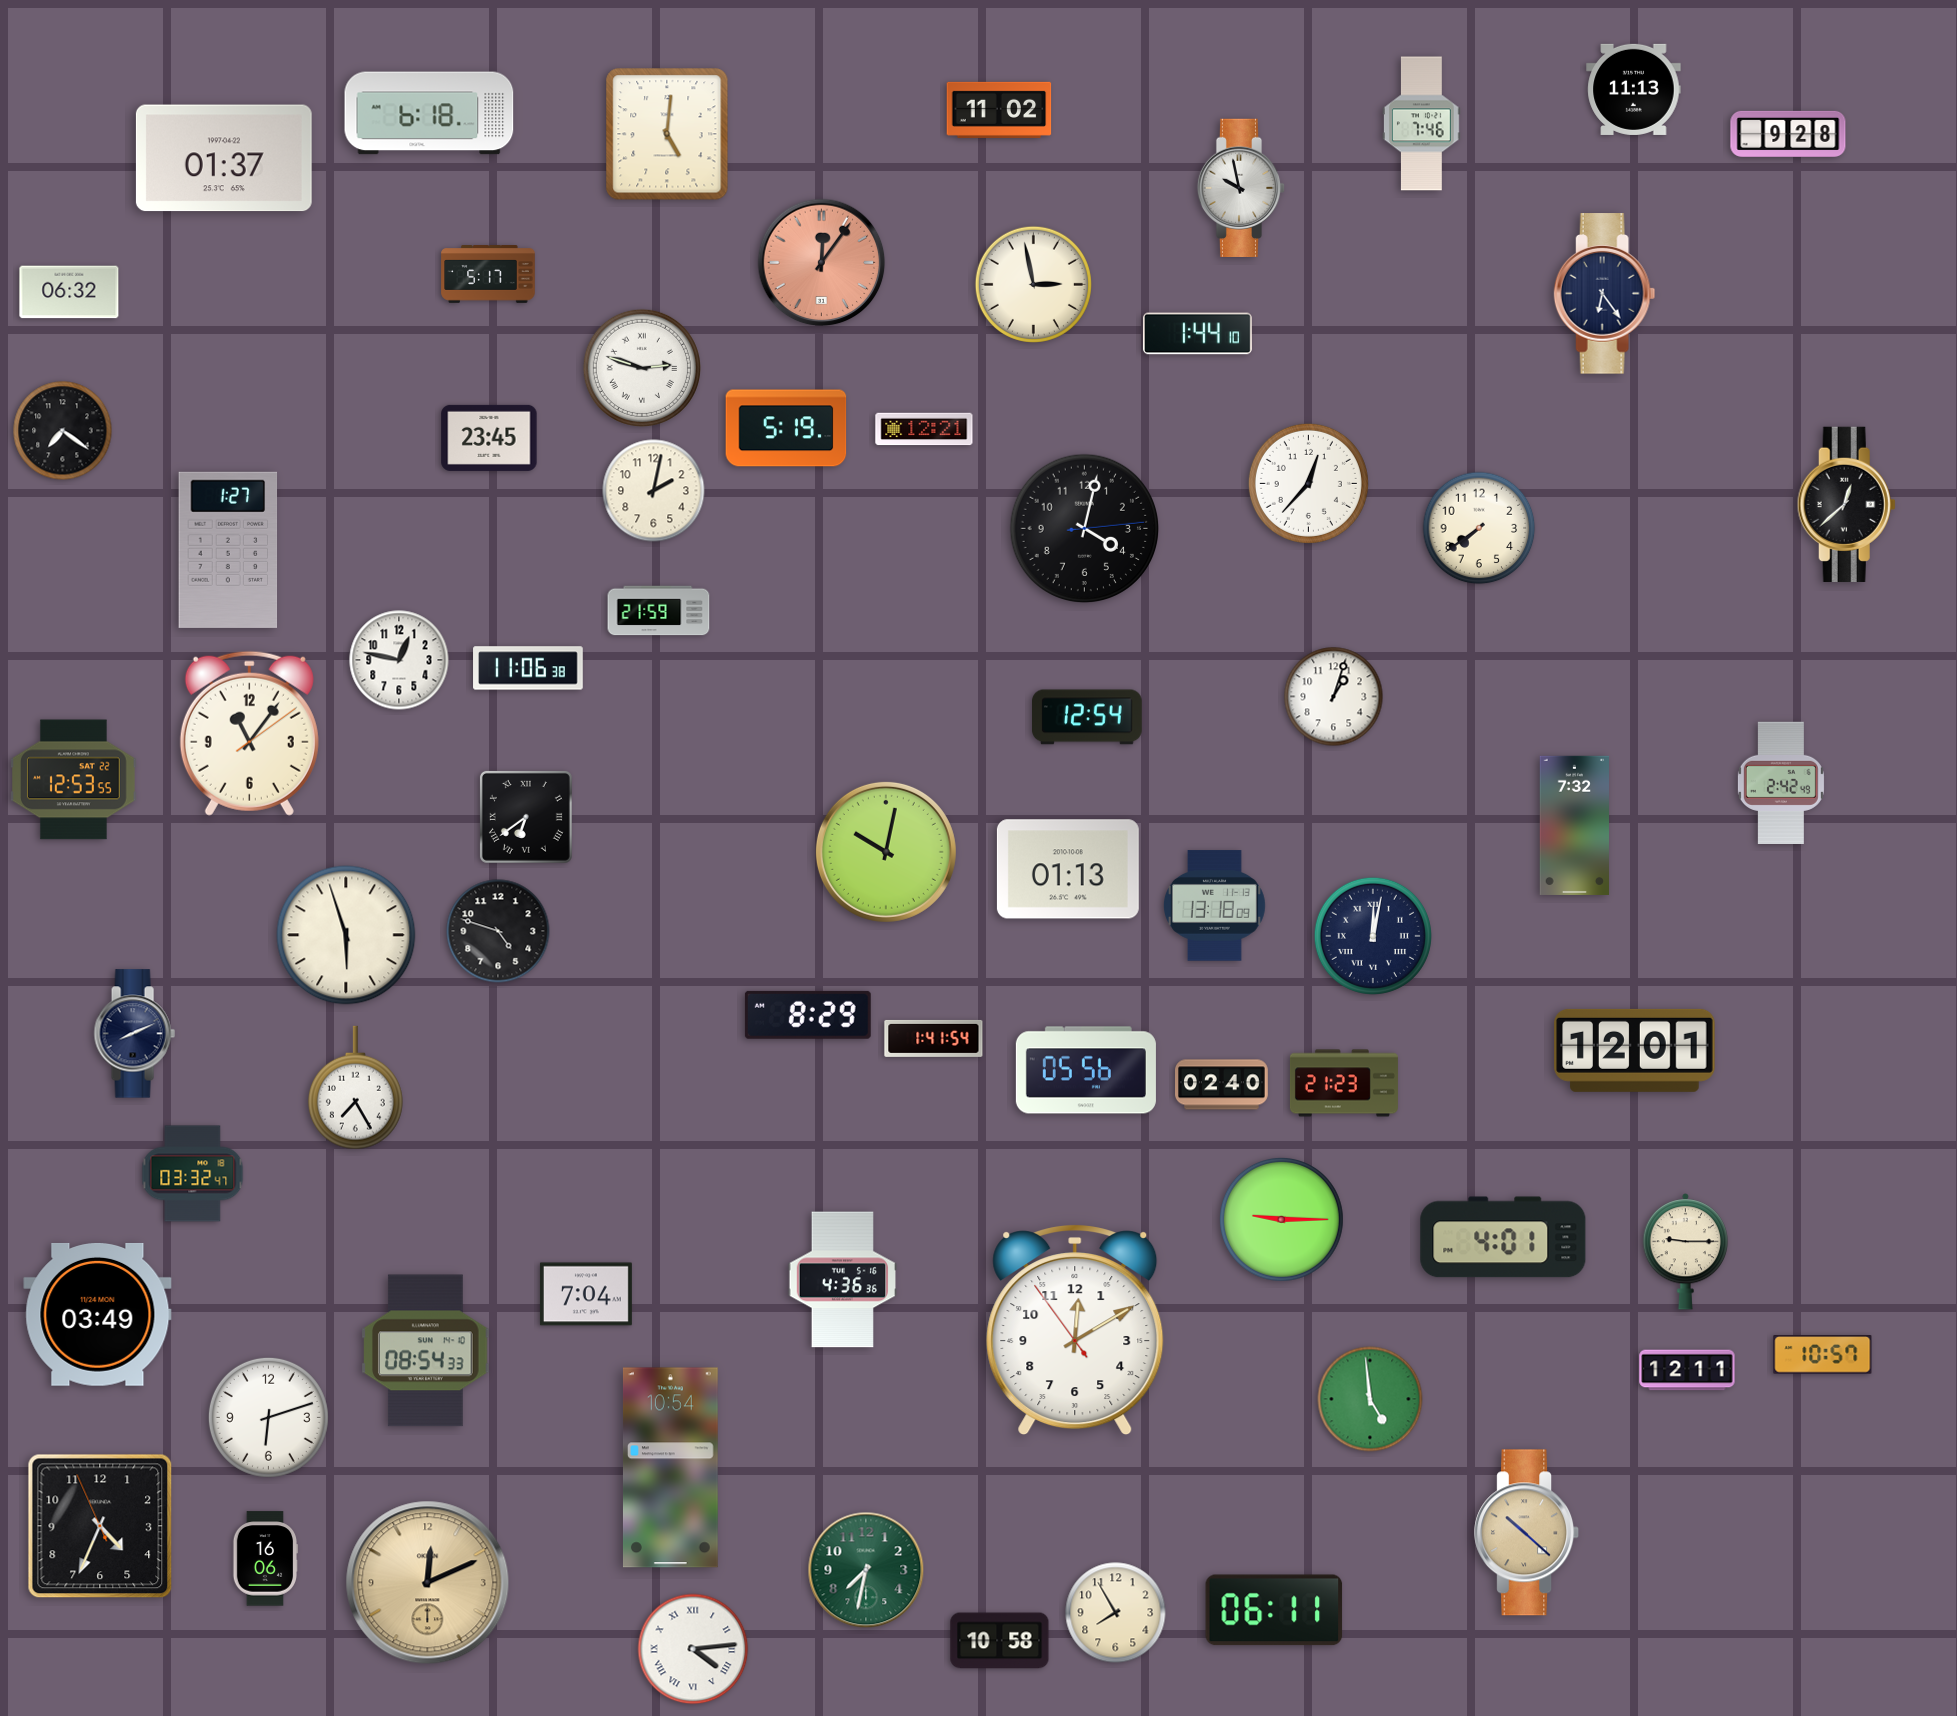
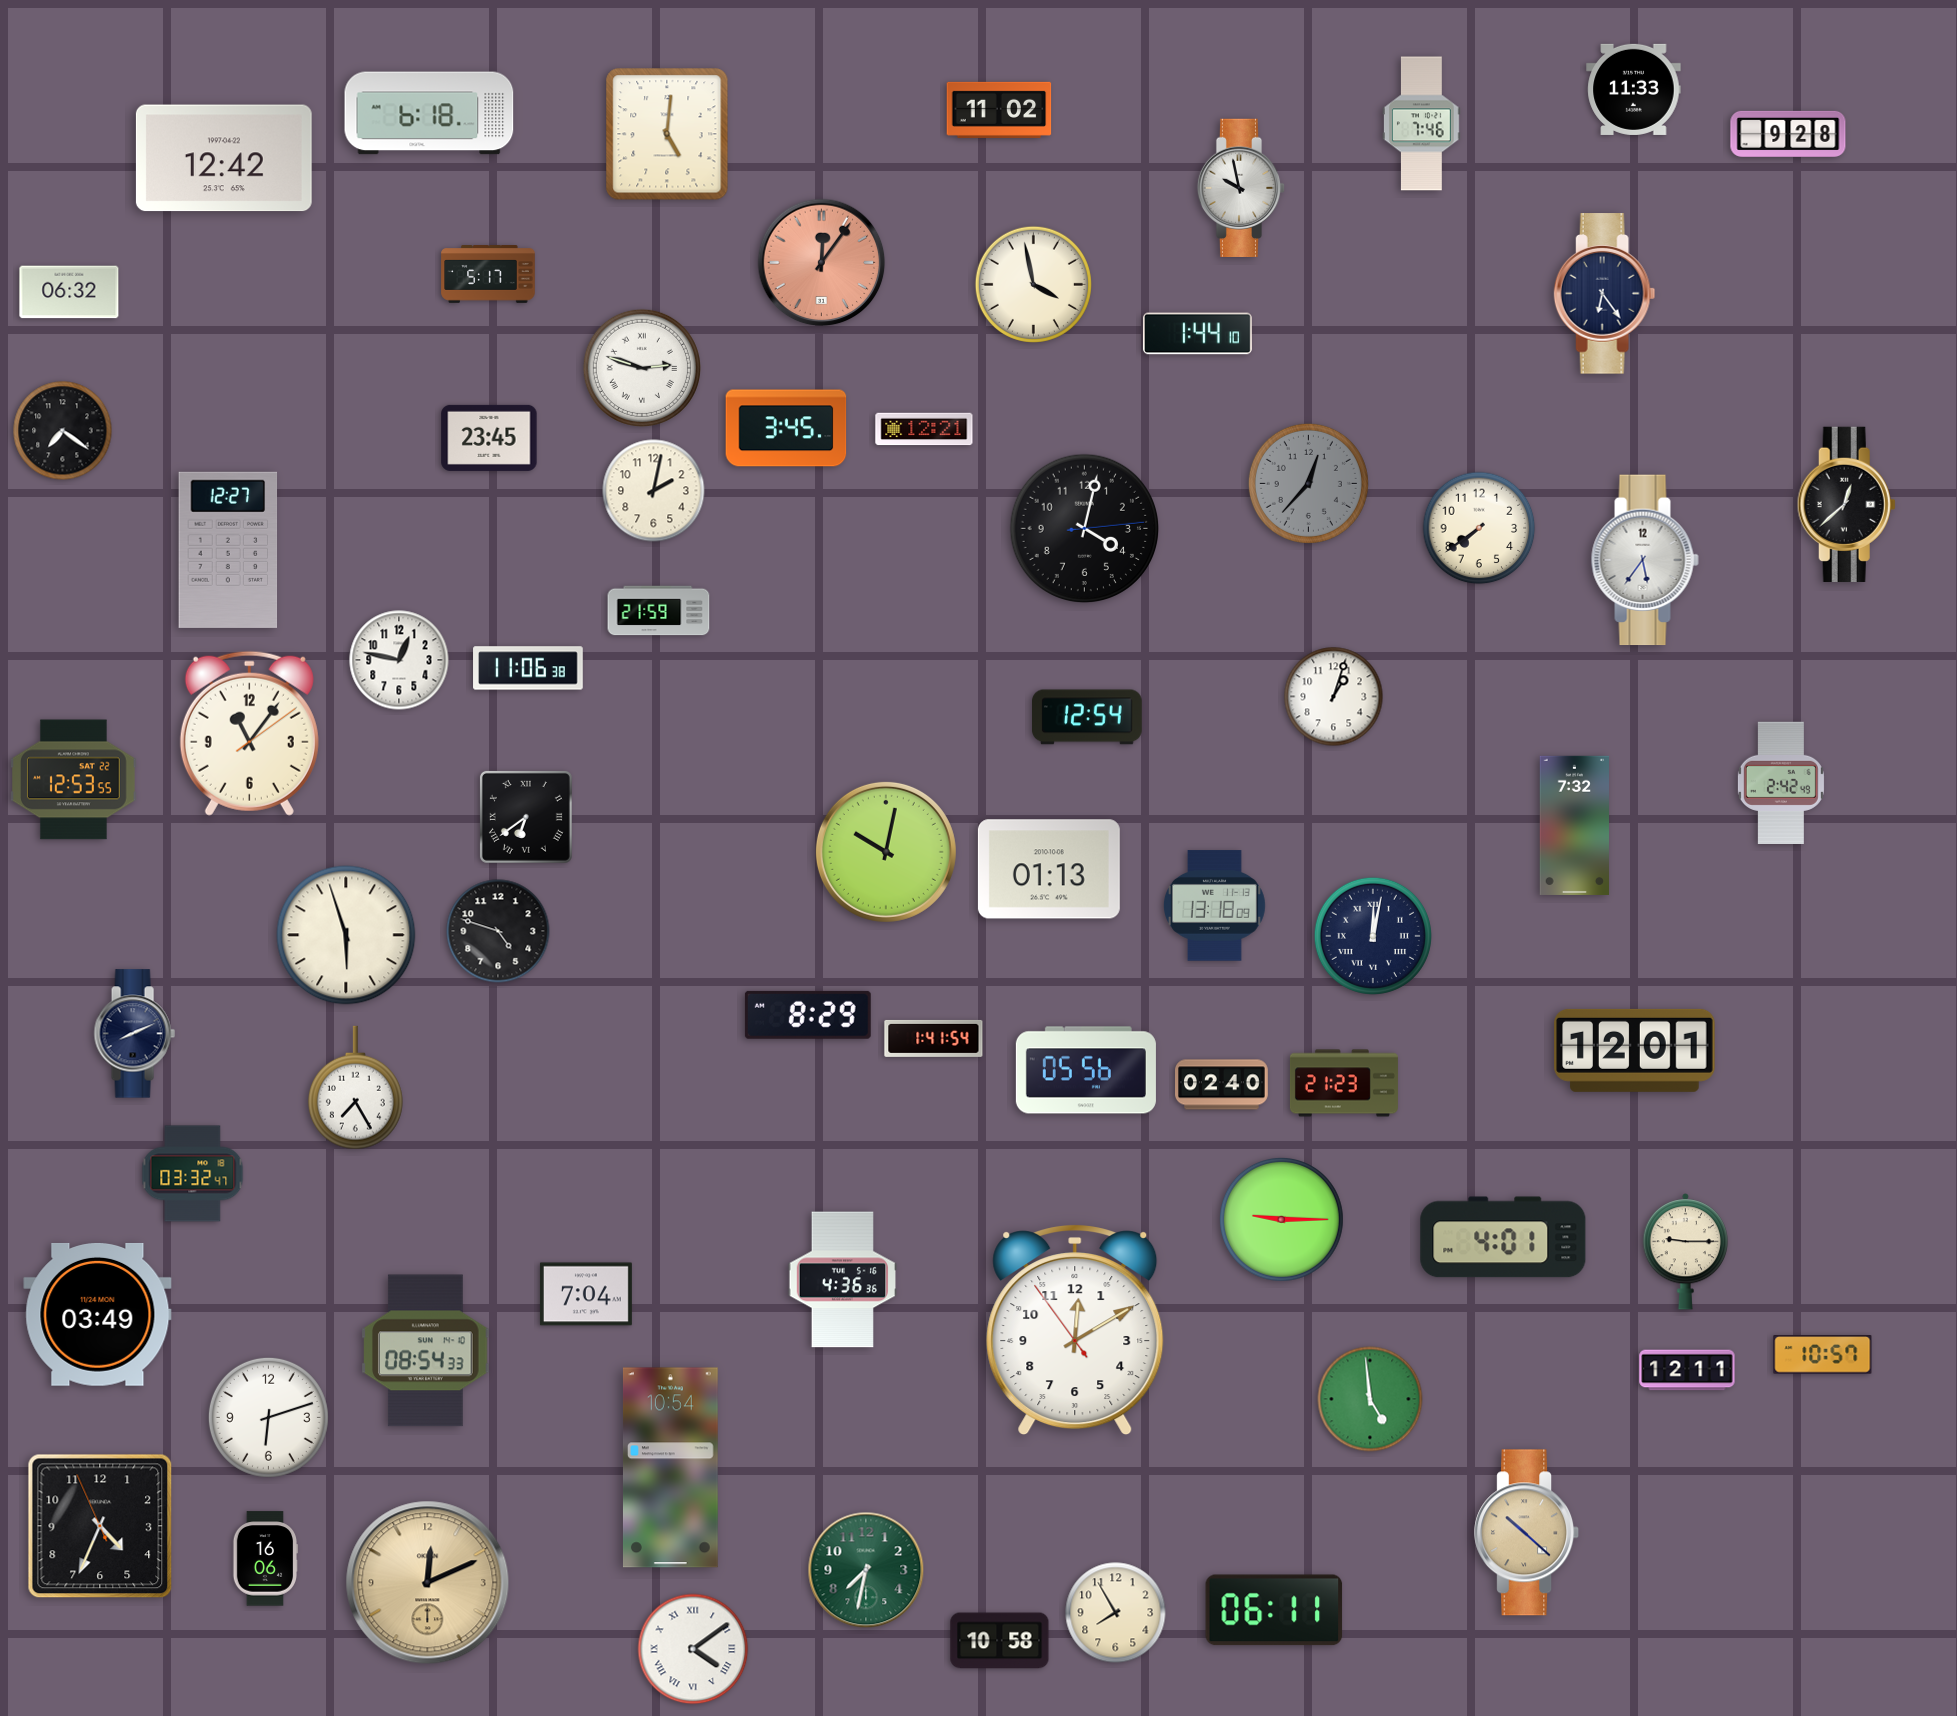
clock at (1634, 89): 11:13 -> 11:33
clock at (224, 158): 01:37 -> 12:42
clock at (1033, 284): 2:58 -> 3:58
clock at (786, 428): 5:19 -> 3:45
clock at (1308, 483) dial: white -> grey
clock at (228, 550): 1:27 -> 12:27
clock at (1645, 560): none -> 5:36
clock at (1068, 869) position: (1068, 869) -> (1049, 869)
clock at (693, 1649): 4:14 -> 4:09
